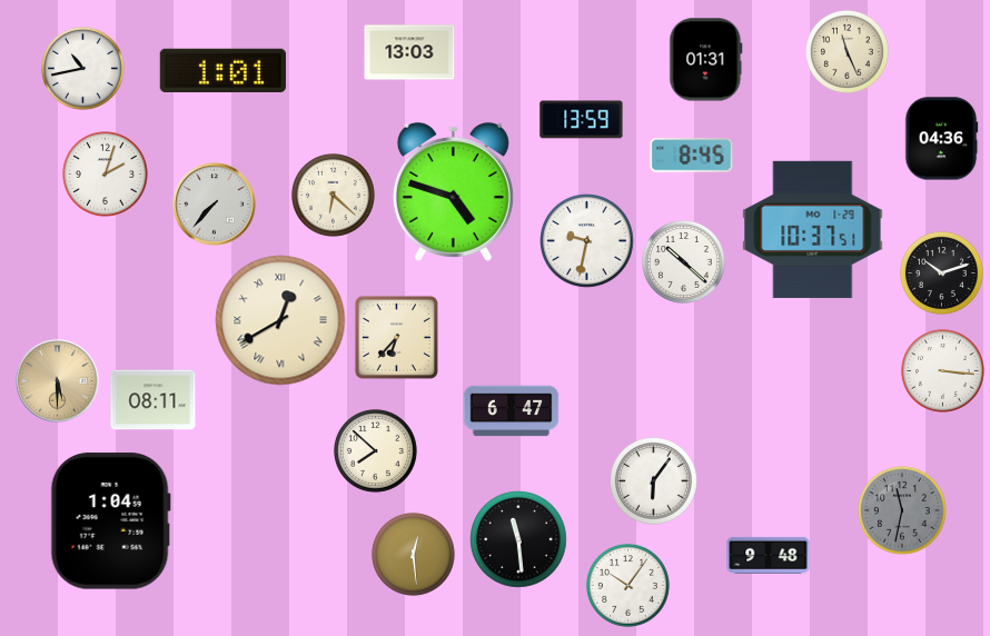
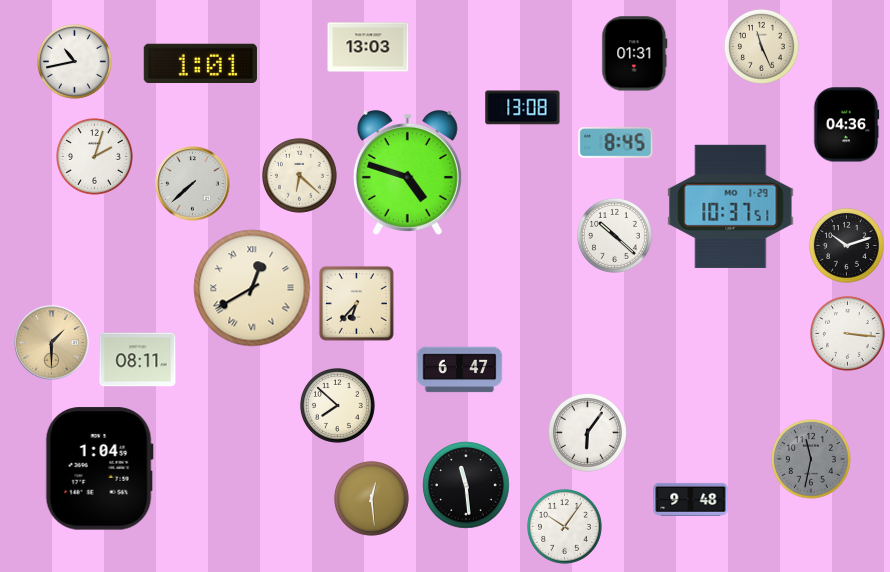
clock at (582, 120): 13:59 -> 13:08
clock at (692, 156) position: (692, 156) -> (616, 143)
clock at (215, 205): 7:37 -> 7:38
clock at (587, 241): 9:32 -> none
clock at (58, 381): 5:30 -> 1:30
